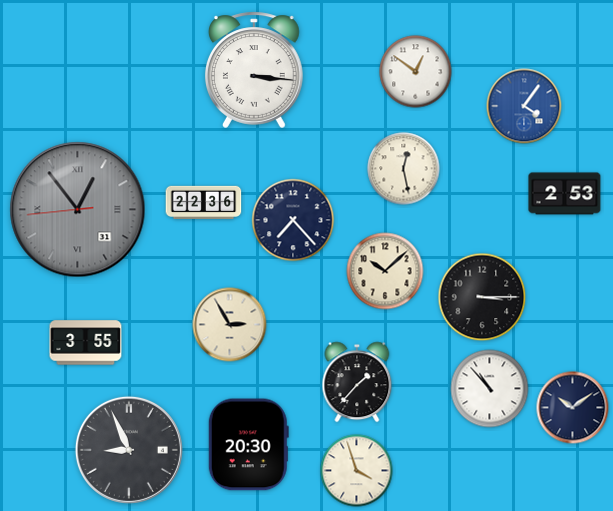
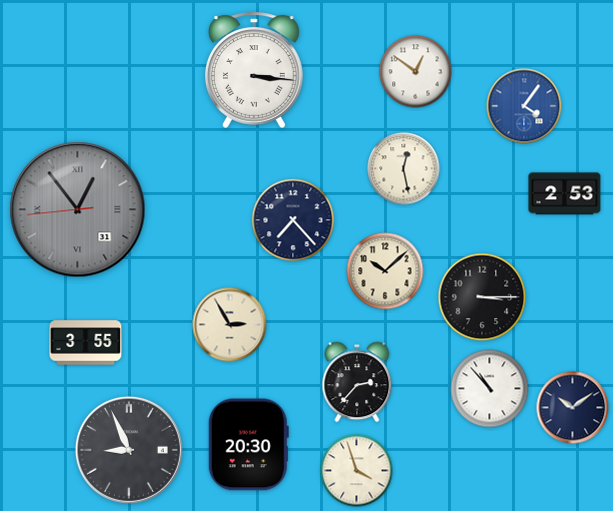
clock at (204, 202): 22:36 -> none
clock at (357, 382): 1:37 -> 2:37
